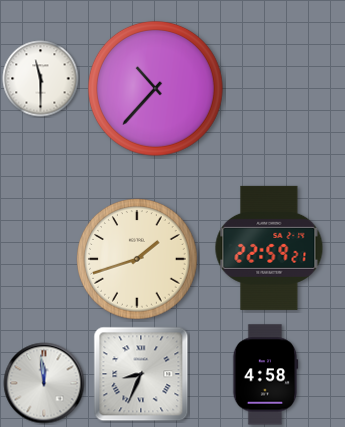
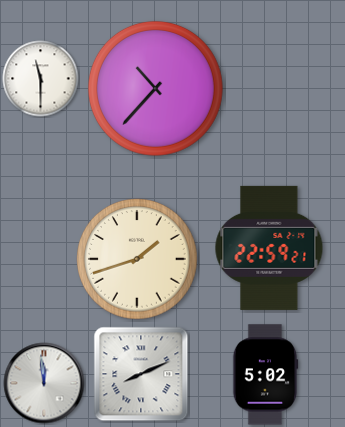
clock at (141, 374): 8:34 -> 8:11
clock at (265, 375): 4:58 -> 5:02
